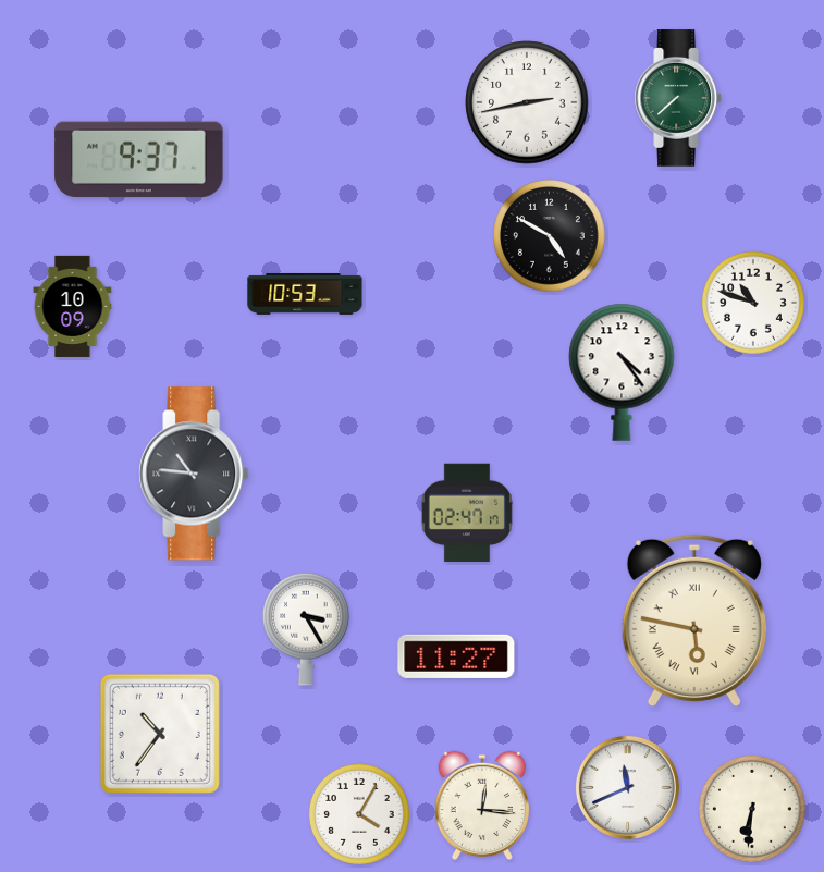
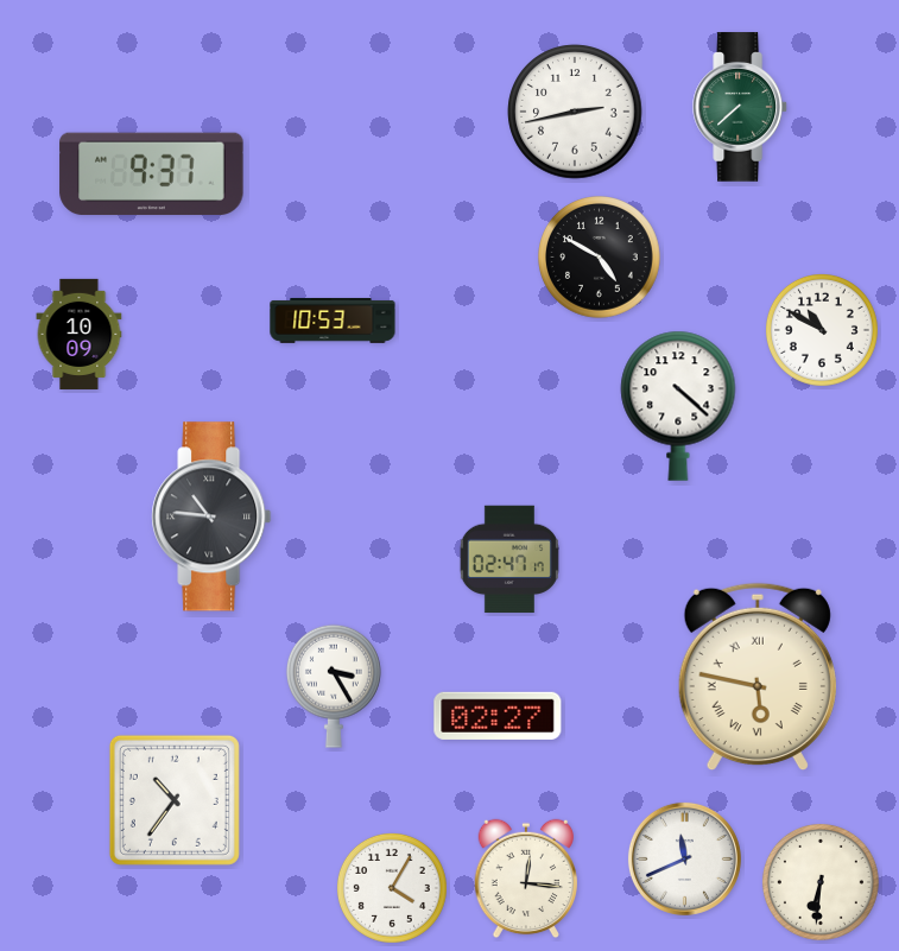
clock at (753, 303): 10:48 -> 10:50
clock at (622, 372): 4:24 -> 4:22
clock at (456, 656): 11:27 -> 02:27
